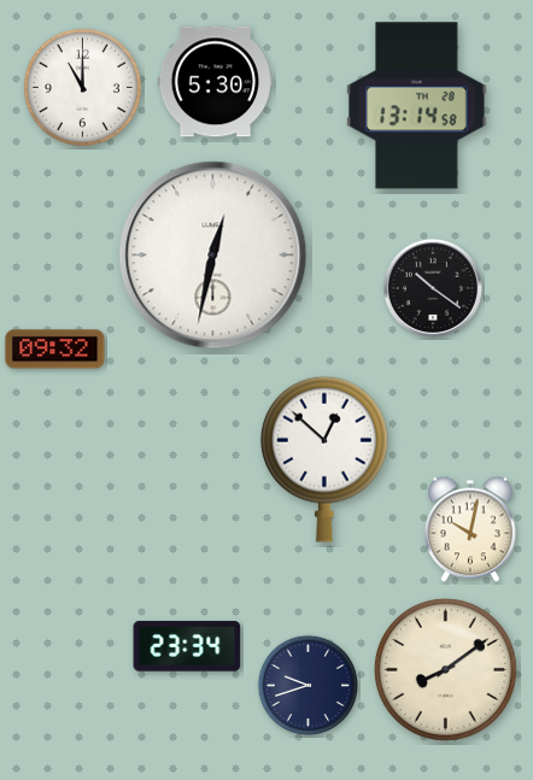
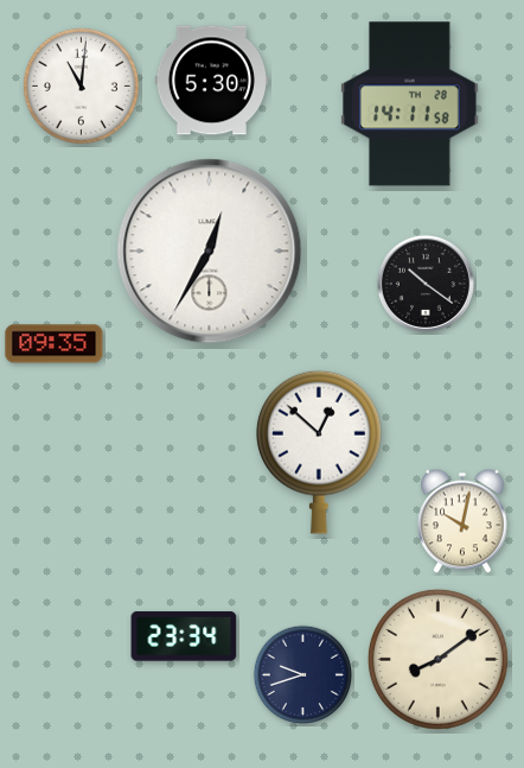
clock at (82, 87): 11:00 -> 11:01
clock at (417, 106): 13:14 -> 14:11
clock at (213, 256): 12:32 -> 12:35
clock at (55, 350): 09:32 -> 09:35
